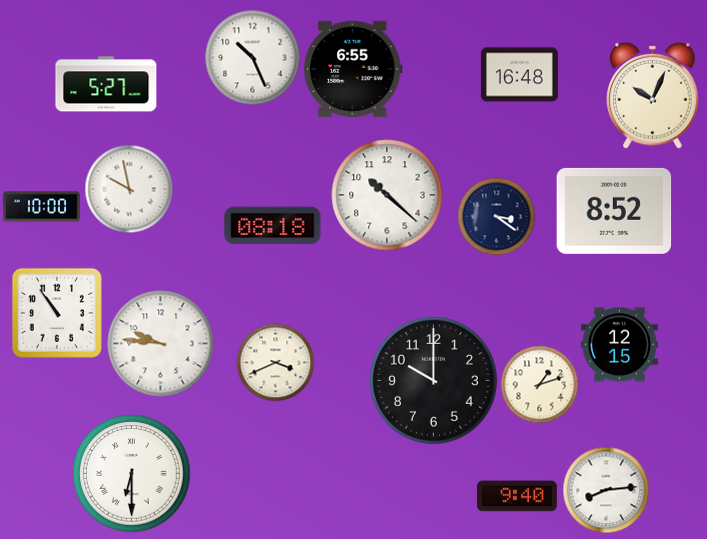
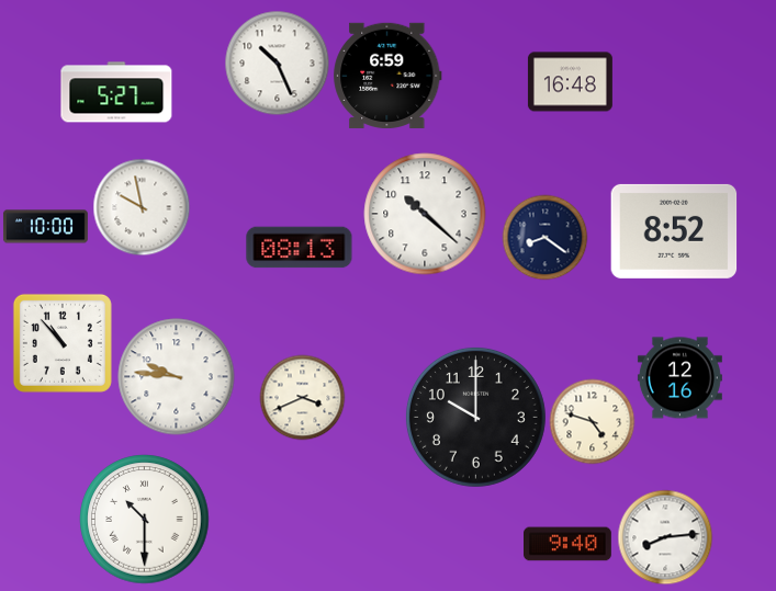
clock at (353, 69): 6:55 -> 6:59
clock at (653, 95): 10:04 -> none
clock at (496, 216): 3:21 -> 8:21
clock at (273, 226): 08:18 -> 08:13
clock at (57, 313): 10:54 -> 10:53
clock at (619, 345): 12:15 -> 12:16
clock at (539, 384): 1:12 -> 4:48
clock at (132, 474): 6:30 -> 10:30
